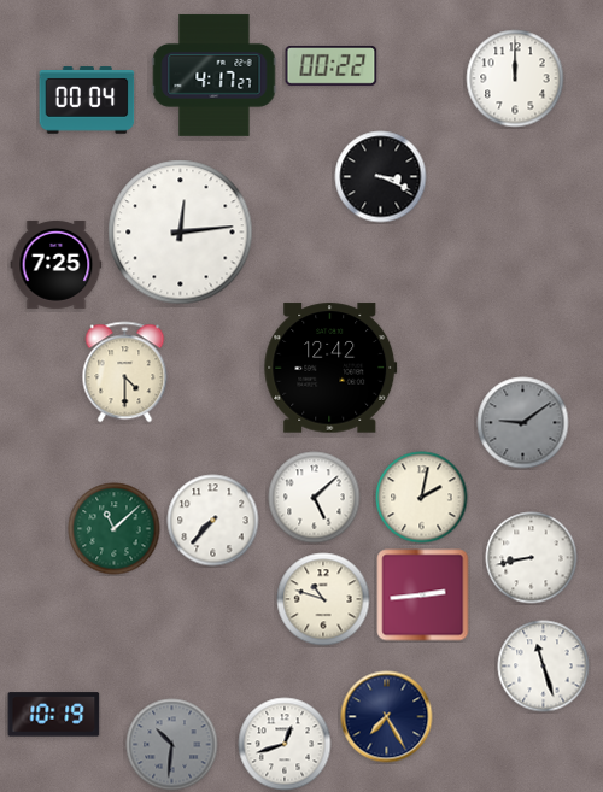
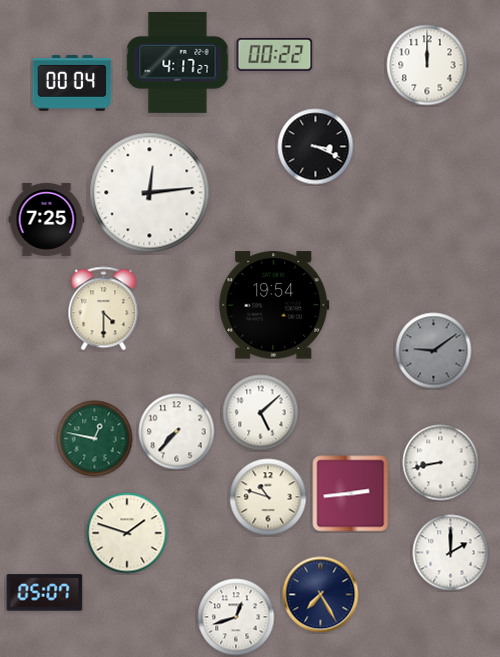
clock at (330, 368): 12:42 -> 19:54
clock at (422, 498): 2:02 -> none
clock at (115, 529): 11:08 -> 12:47
clock at (127, 533): none -> 1:48
clock at (544, 667): 11:27 -> 2:00
clock at (54, 715): 10:19 -> 05:07
clock at (172, 745): 10:31 -> none
